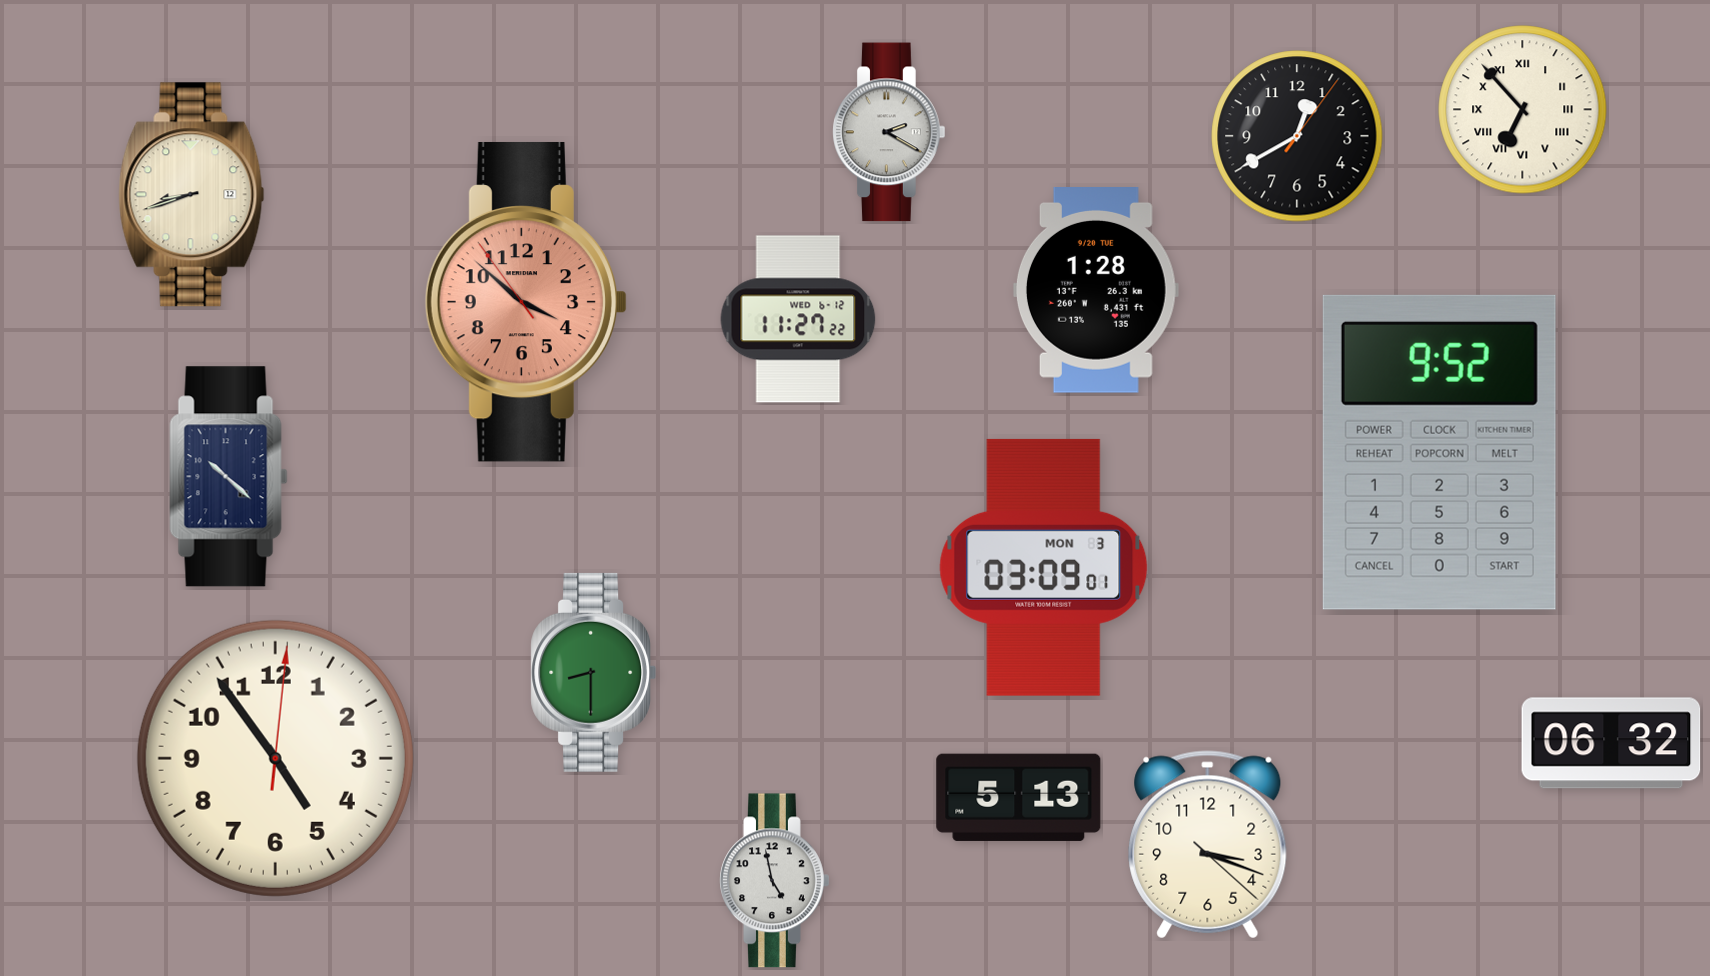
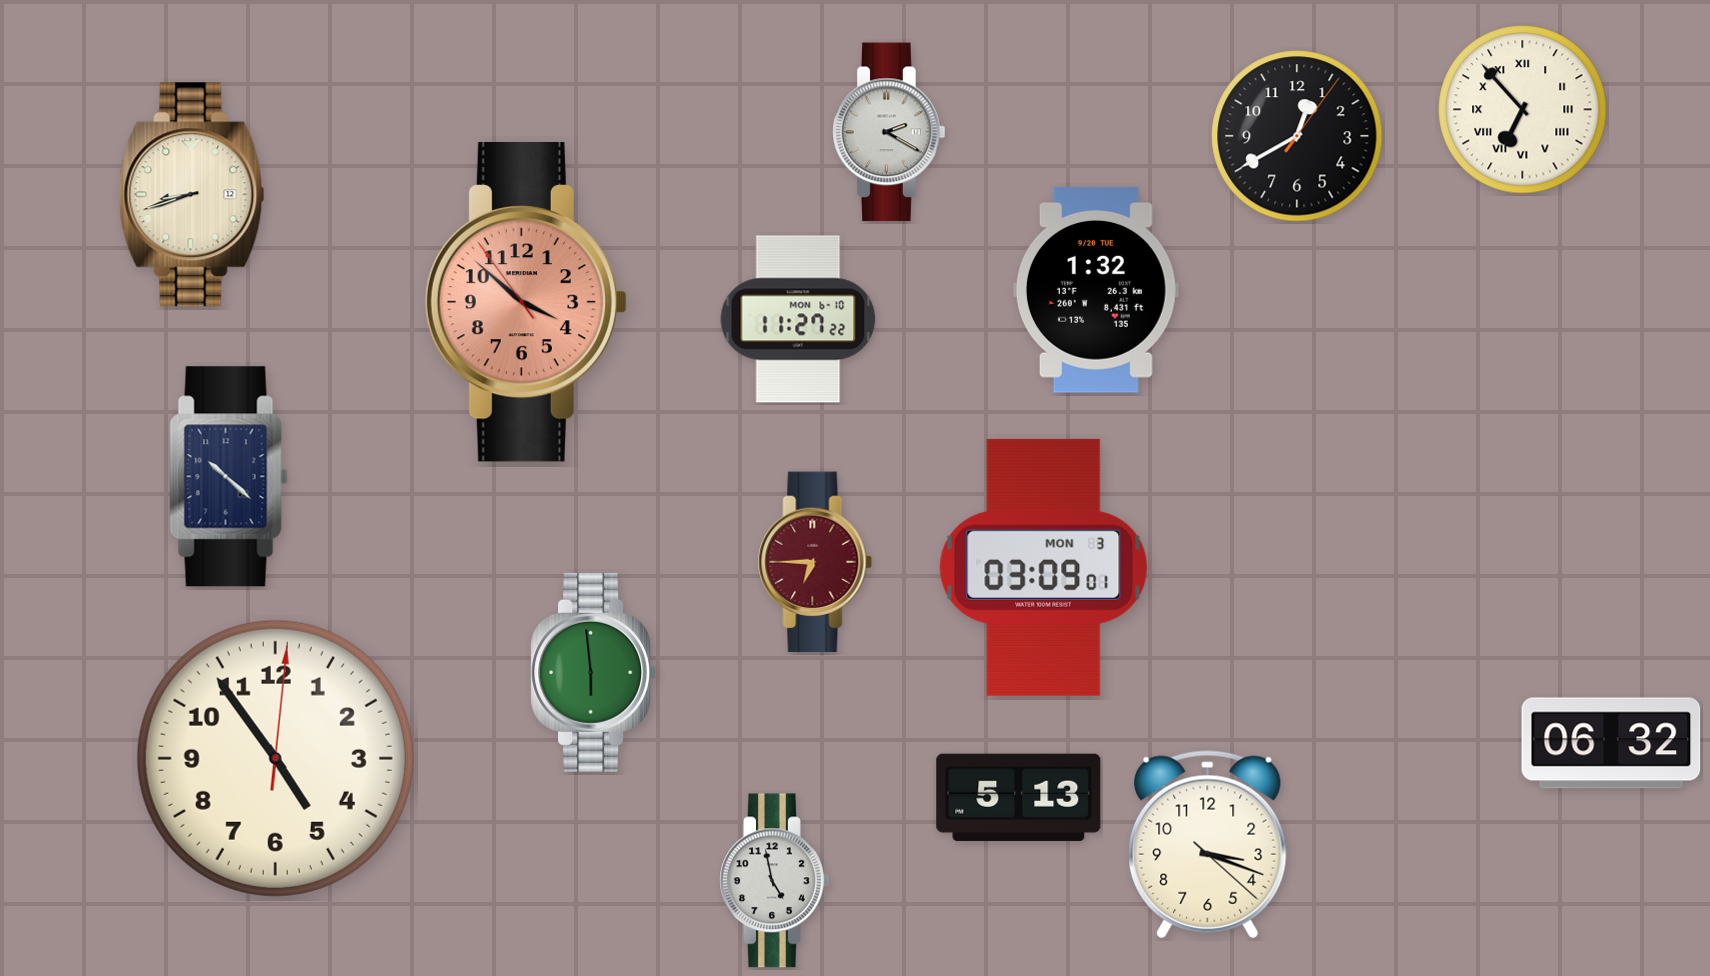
clock at (1096, 291): 1:28 -> 1:32
clock at (798, 319) date: WED 6-12 -> MON 6-10
clock at (1439, 452): 9:52 -> none
clock at (815, 562): none -> 6:45
clock at (594, 672): 8:30 -> 5:59
